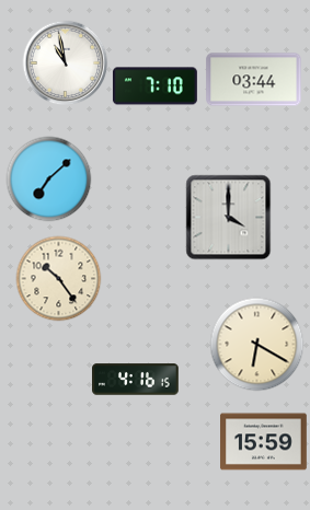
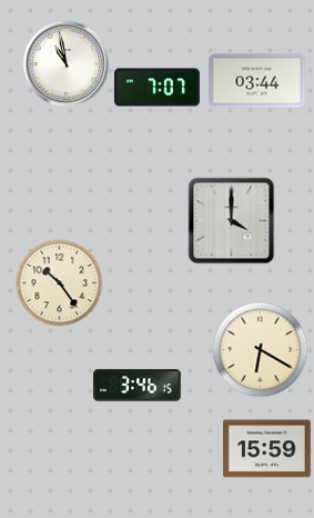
clock at (154, 86): 7:10 -> 7:07
clock at (48, 178): 7:08 -> none
clock at (136, 380): 4:16 -> 3:46
